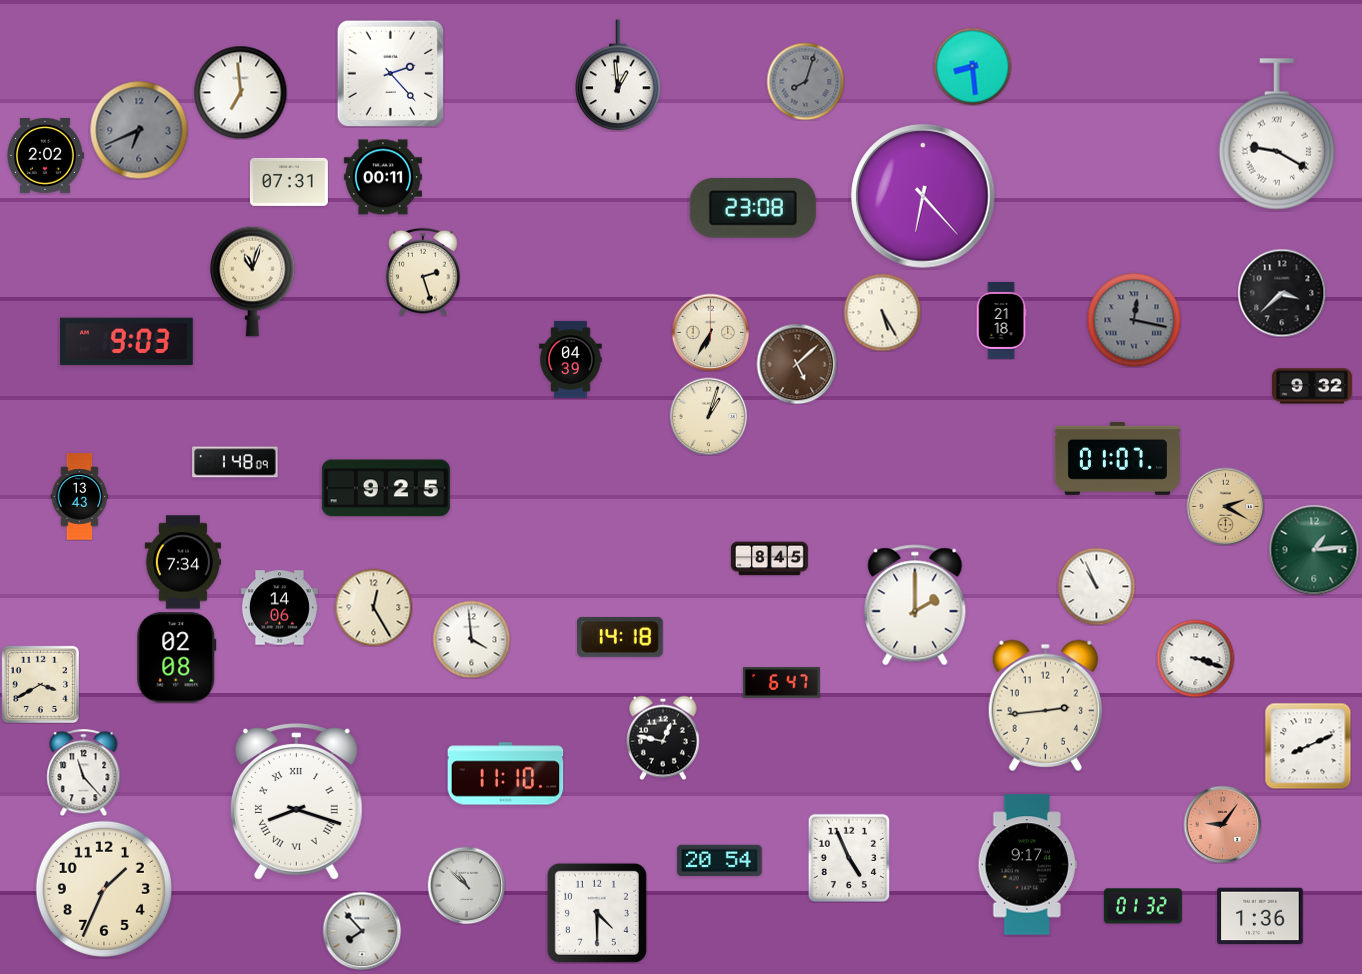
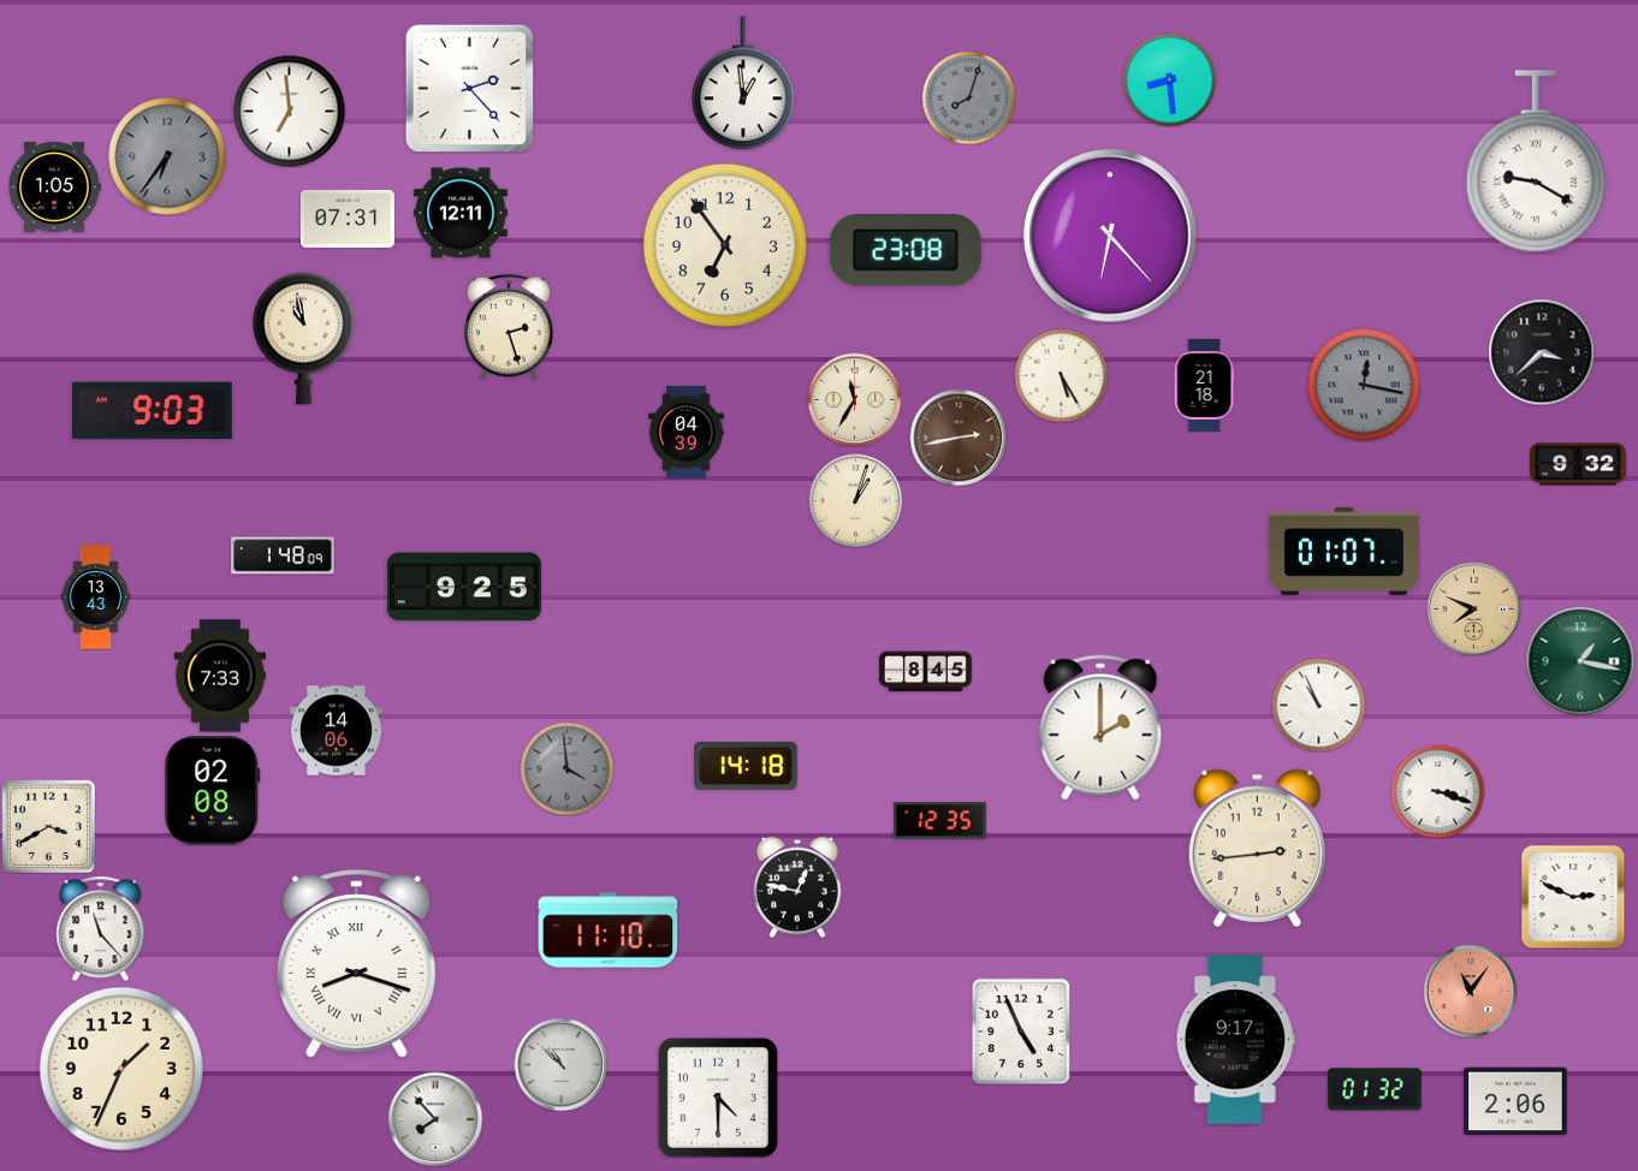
clock at (618, 75) position: (618, 75) -> (743, 83)
clock at (139, 130): 6:41 -> 6:36
clock at (45, 155): 2:02 -> 1:05
clock at (383, 177): 00:11 -> 12:11
clock at (725, 245): none -> 6:54
clock at (253, 281): 11:03 -> 10:58
clock at (710, 332): 6:35 -> 11:35
clock at (797, 364): 5:08 -> 2:43
clock at (708, 416) position: (708, 416) -> (855, 500)
clock at (1225, 506): 2:20 -> 7:49
clock at (1314, 550): 1:14 -> 1:17
clock at (182, 562): 7:34 -> 7:33
clock at (373, 607): 12:25 -> none
clock at (471, 639) dial: white -> grey
clock at (781, 683): 6:47 -> 12:35
clock at (40, 684) position: (40, 684) -> (48, 826)
clock at (1308, 746): 8:11 -> 2:49
clock at (1222, 824): 9:06 -> 11:06
clock at (720, 861): 20:54 -> none
clock at (104, 889) position: (104, 889) -> (121, 1069)
clock at (1260, 916): 1:36 -> 2:06
